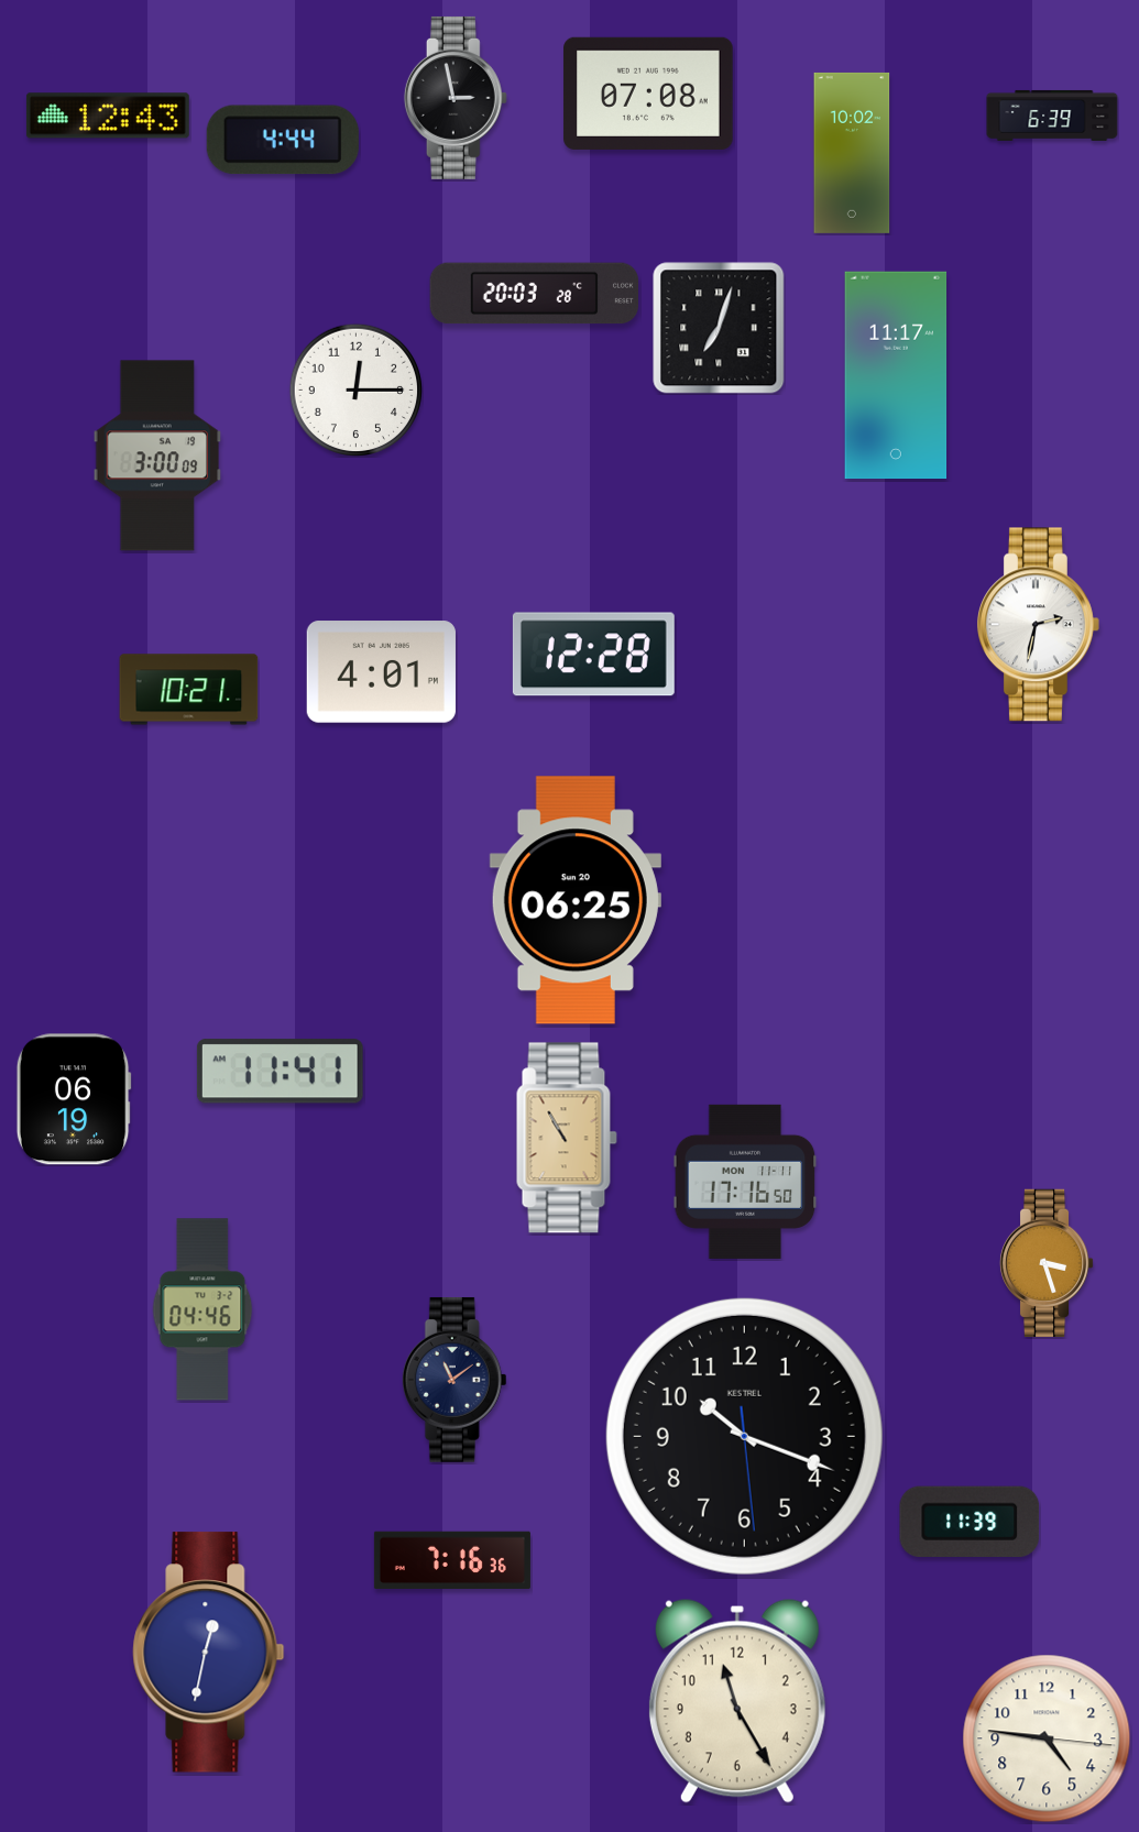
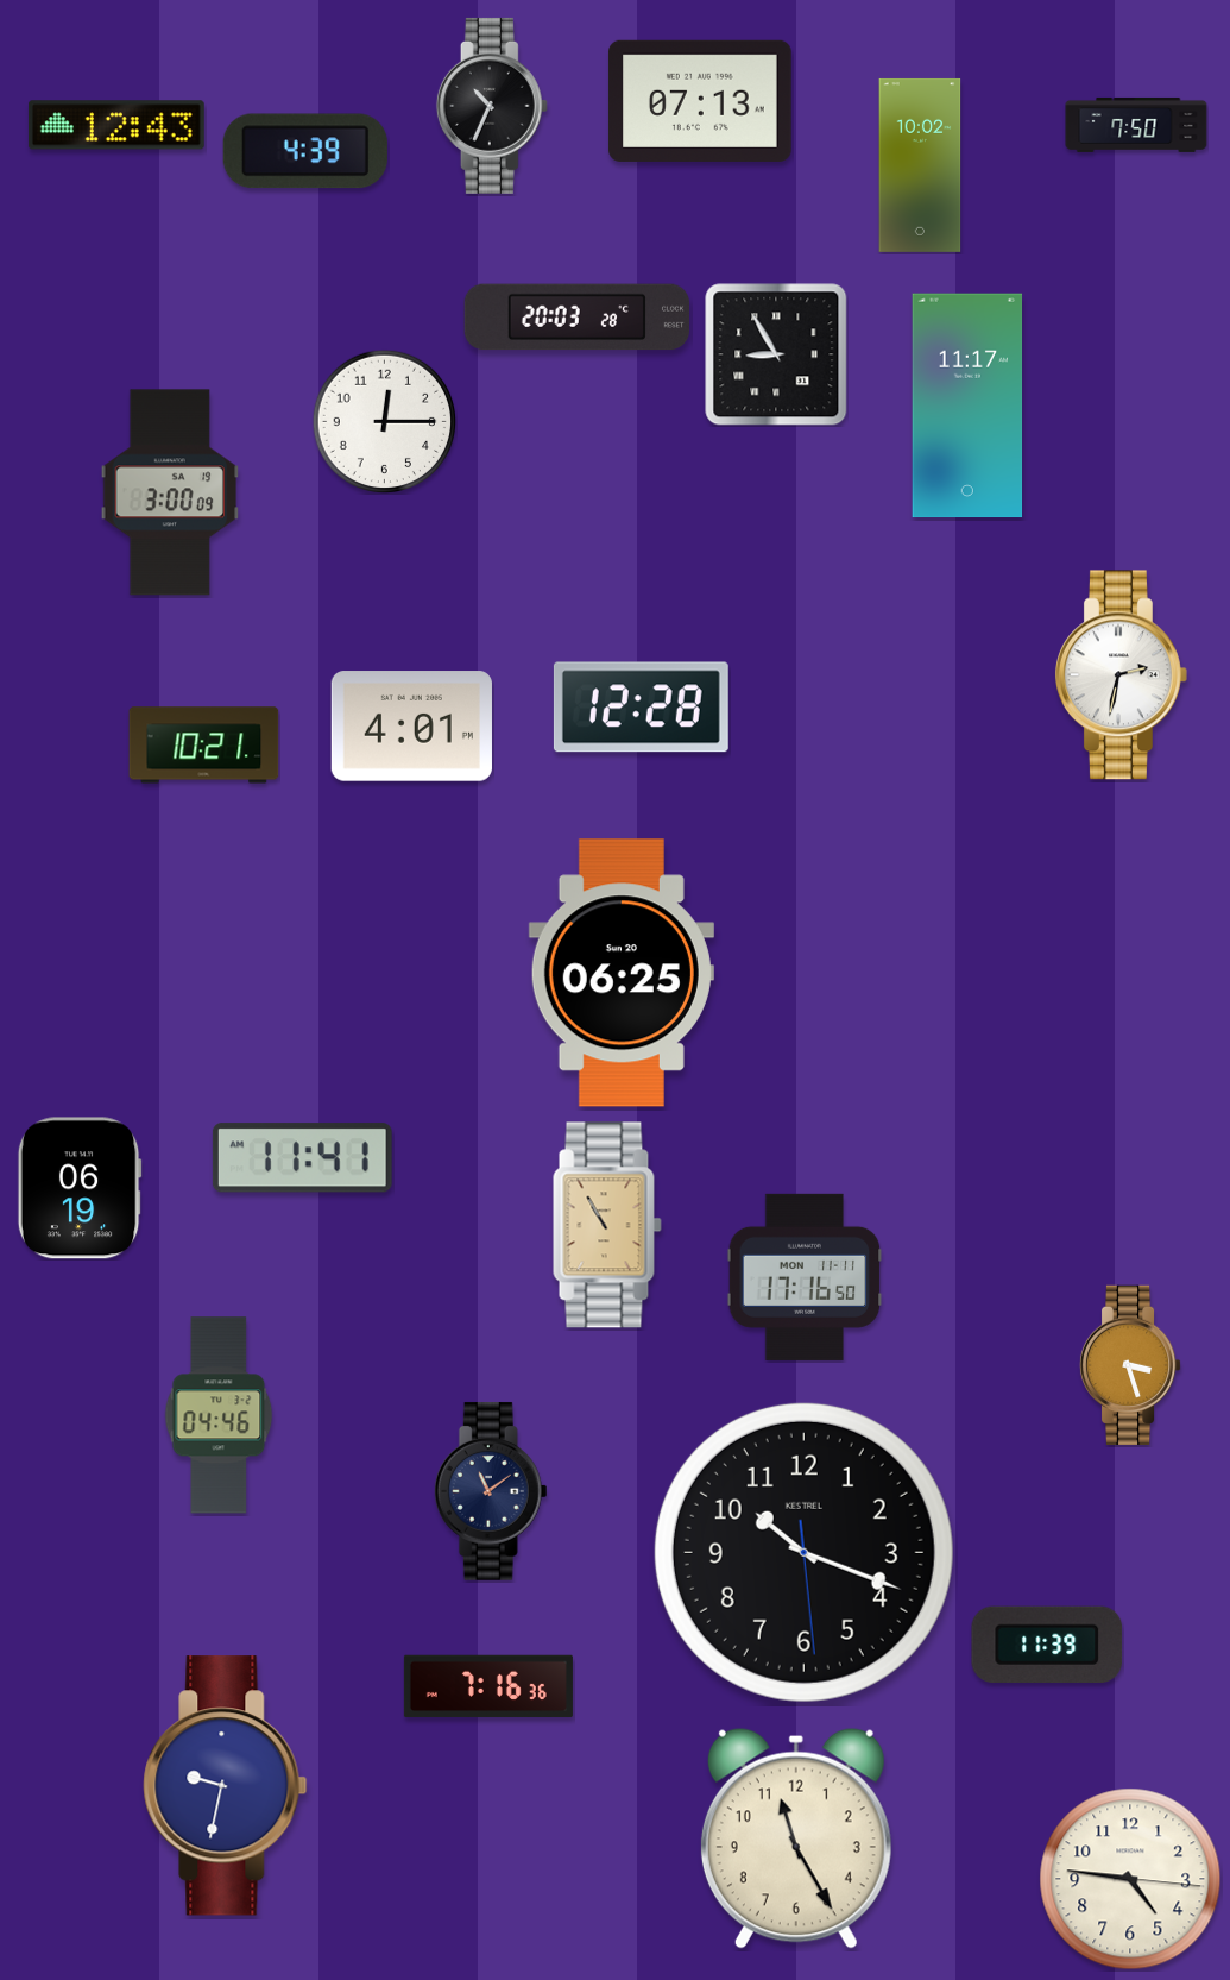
clock at (648, 94): 07:08 -> 07:13
clock at (456, 98): 2:58 -> 10:34
clock at (1052, 116): 6:39 -> 7:50
clock at (283, 140): 4:44 -> 4:39
clock at (719, 328): 7:03 -> 8:55
clock at (567, 1138) position: (567, 1138) -> (607, 1225)
clock at (209, 1653): 12:32 -> 9:32
